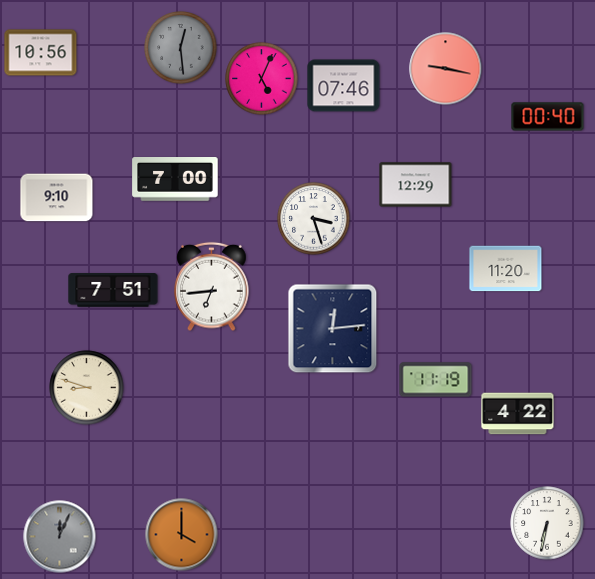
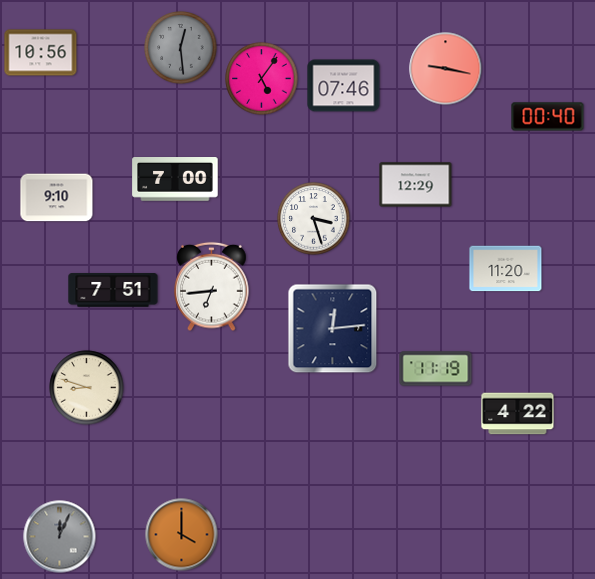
clock at (262, 79): 5:04 -> 5:06
clock at (436, 380) position: (436, 380) -> (436, 369)
clock at (547, 523): 6:32 -> none
